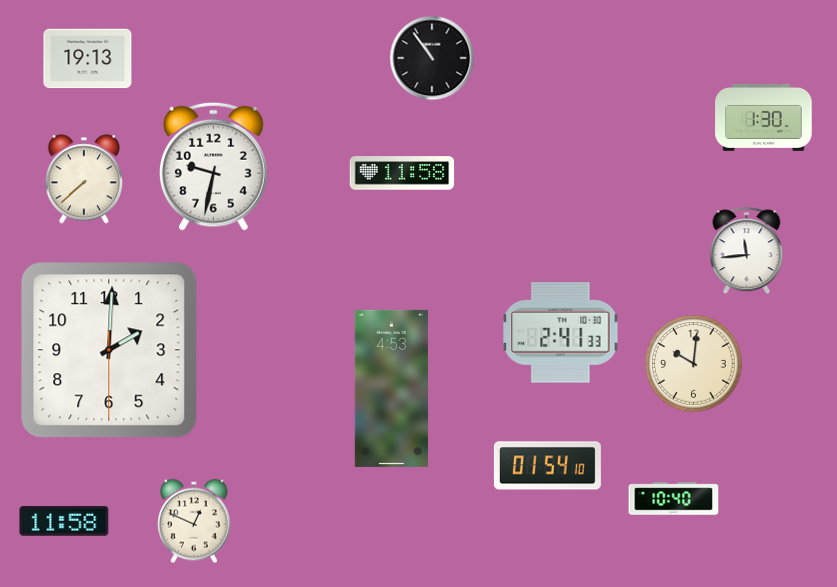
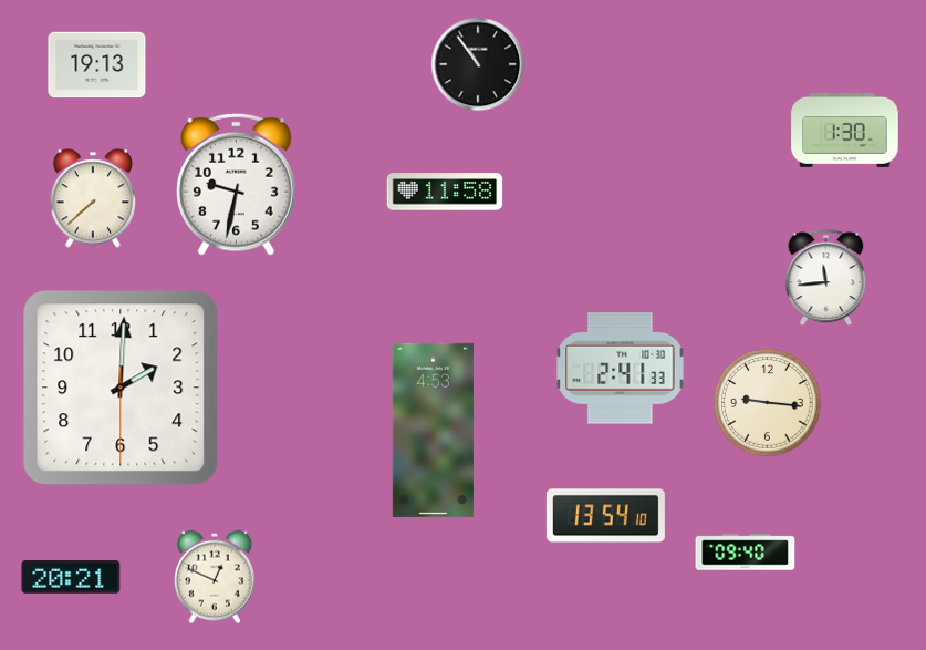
clock at (694, 364): 10:01 -> 9:16
clock at (547, 466): 01:54 -> 13:54
clock at (674, 499): 10:40 -> 09:40
clock at (64, 521): 11:58 -> 20:21
